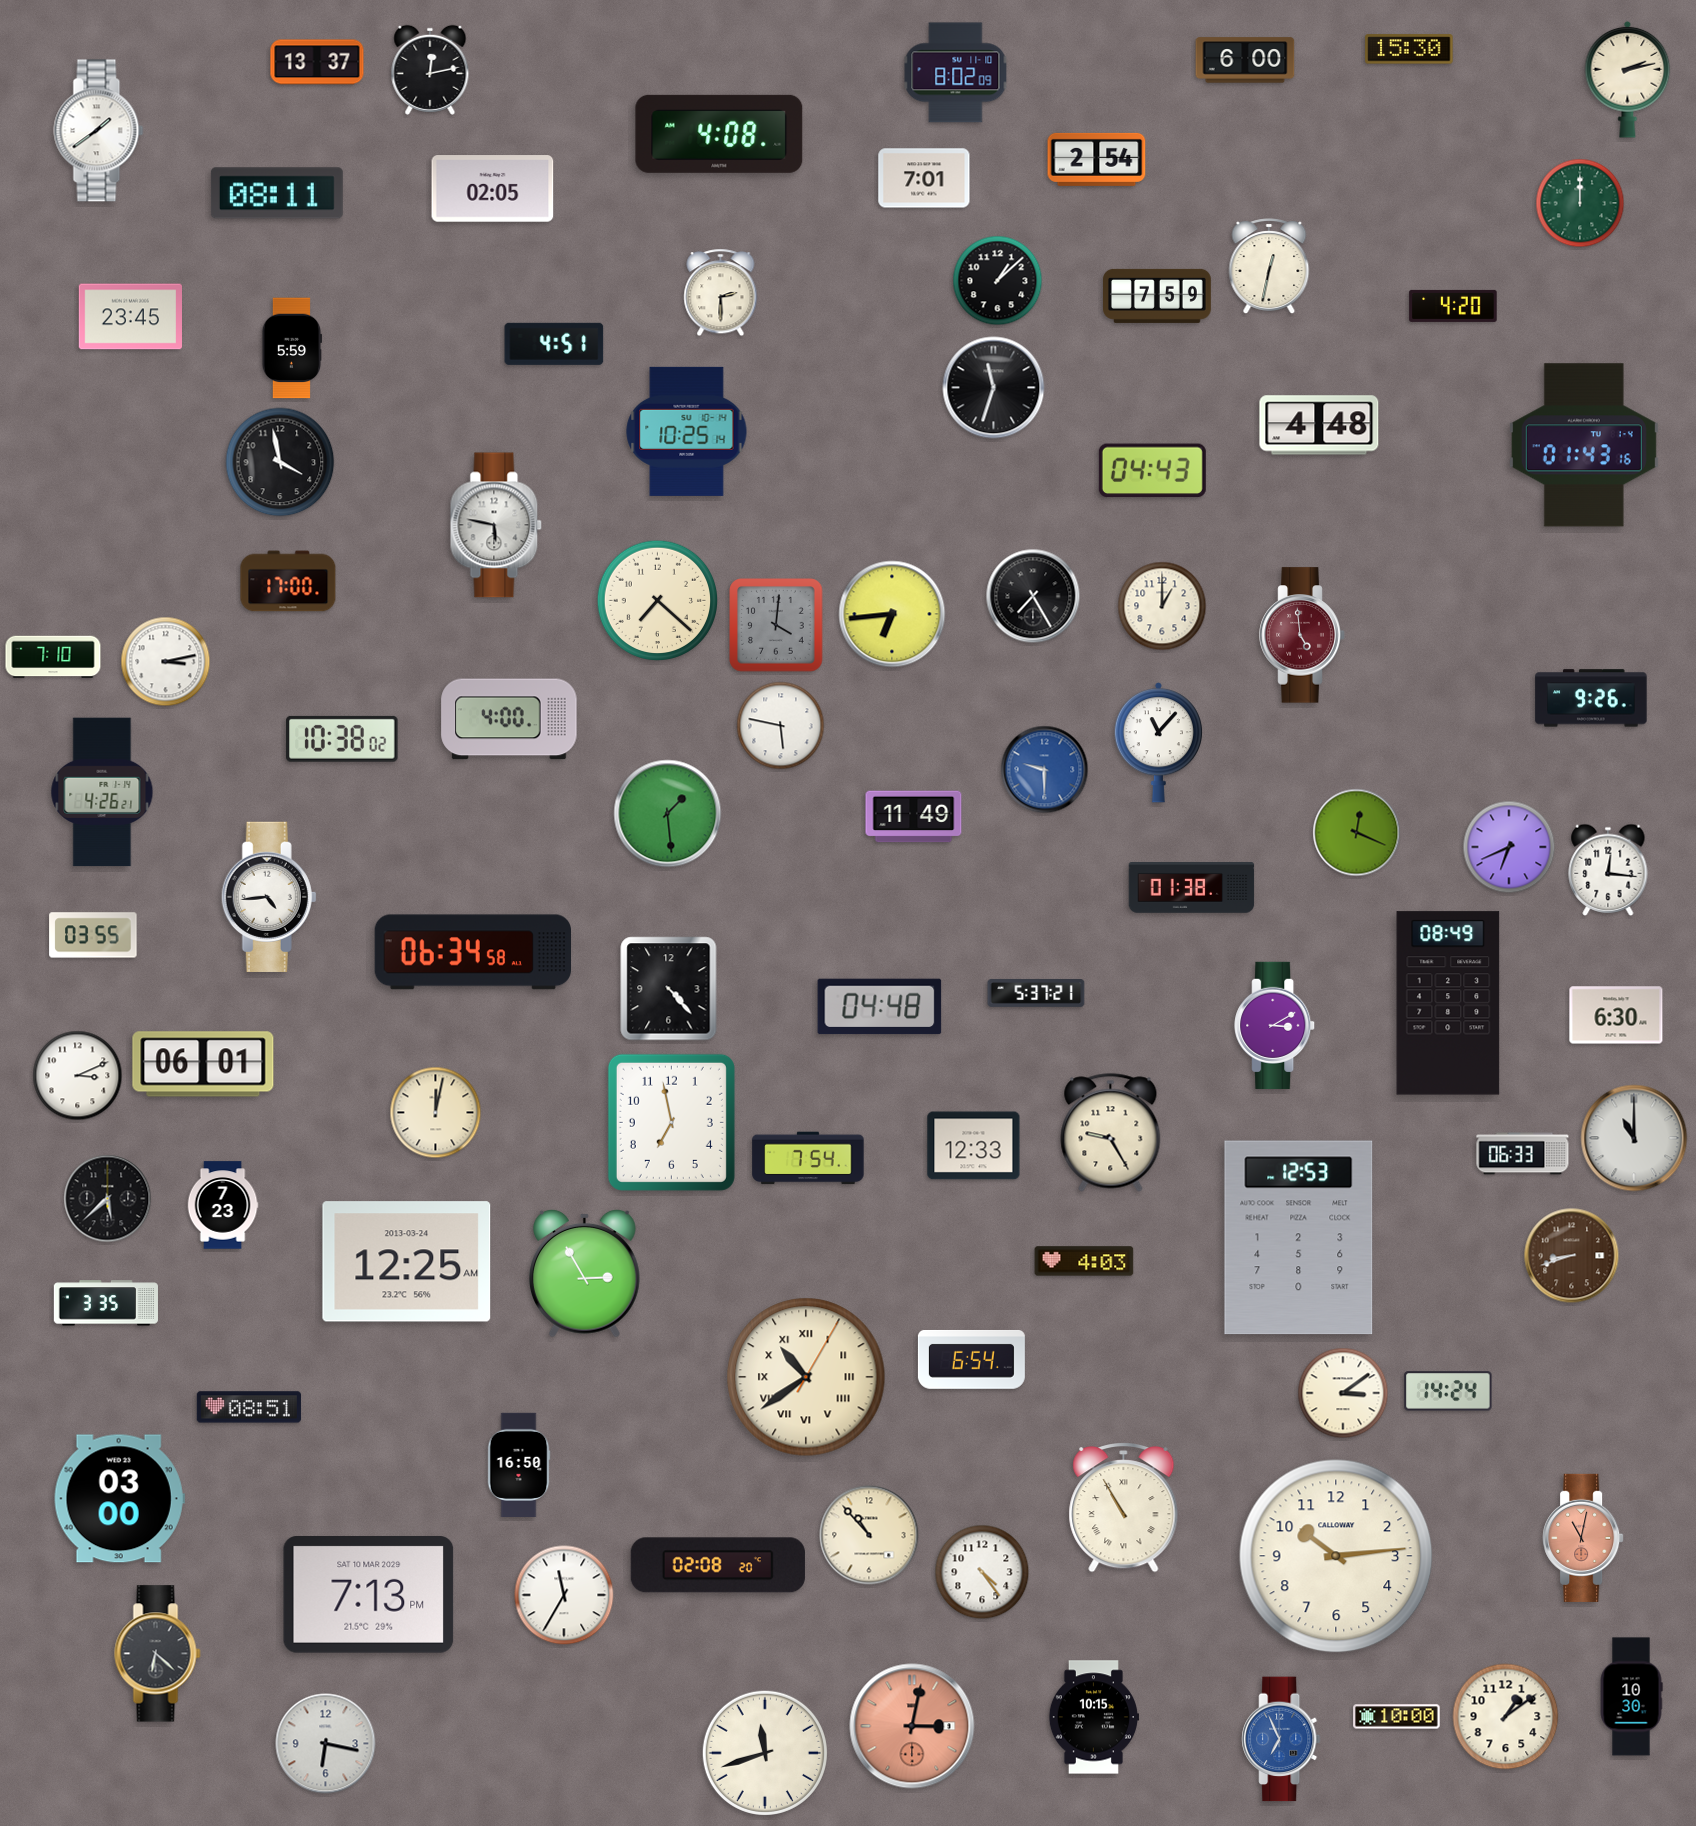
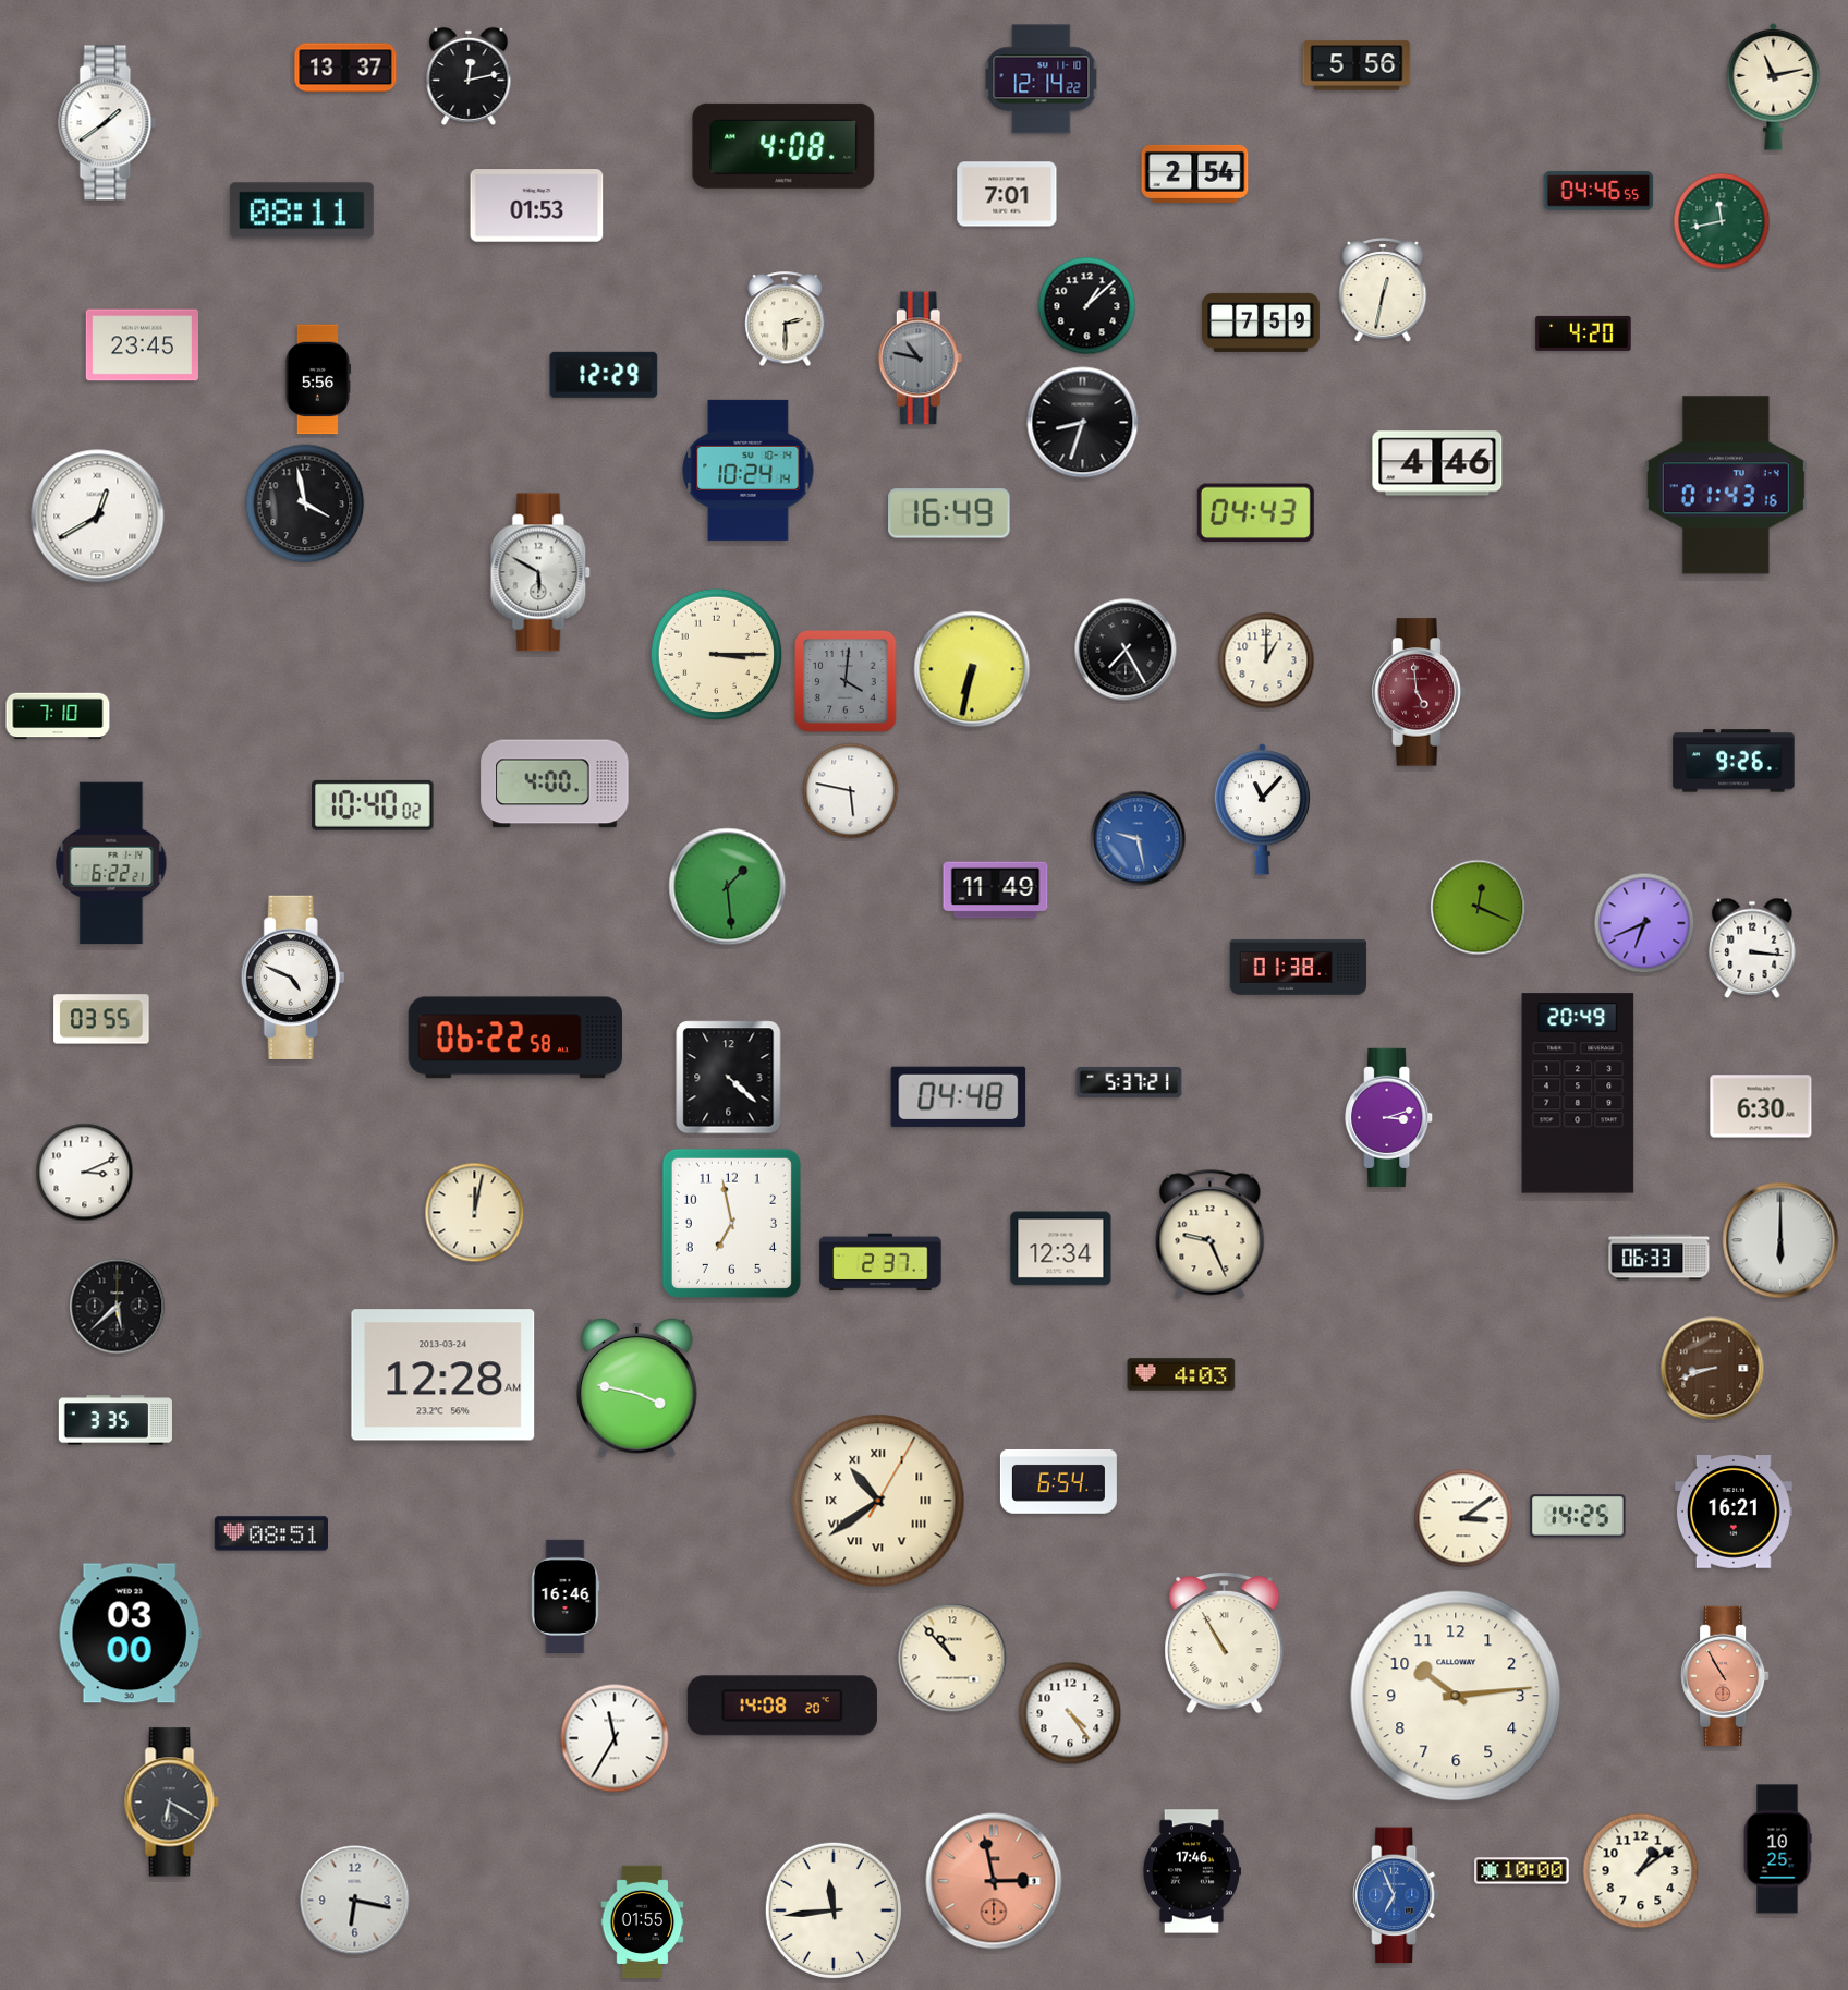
clock at (1409, 49): 15:30 -> none
clock at (1245, 60): 6:00 -> 5:56
clock at (956, 73): 8:02 -> 12:14
clock at (1628, 79): 2:13 -> 11:13
clock at (99, 131) position: (99, 131) -> (108, 123)
clock at (1598, 191): none -> 04:46
clock at (493, 189): 02:05 -> 01:53
clock at (1580, 203): 12:00 -> 11:43
clock at (921, 359): none -> 10:47
clock at (554, 344): 4:51 -> 12:29
clock at (291, 348): 5:59 -> 5:56
clock at (994, 388): 11:33 -> 8:33
clock at (1319, 425): 4:48 -> 4:46
clock at (687, 431): 10:25 -> 10:24
clock at (949, 513): none -> 16:49
clock at (98, 517): none -> 12:40
clock at (496, 525): 5:47 -> 5:50
clock at (288, 581): 17:00 -> none
clock at (658, 601): 7:22 -> 3:15
clock at (892, 614): 6:44 -> 6:32
clock at (166, 662): 3:13 -> none
clock at (342, 739): 10:38 -> 10:40
clock at (1045, 770): 9:30 -> 9:28
clock at (102, 792): 4:26 -> 6:22
clock at (1608, 870): 12:16 -> 3:16
clock at (269, 897): 4:44 -> 4:49
clock at (472, 952): 06:34 -> 06:22
clock at (669, 989): 4:23 -> 4:22
clock at (1448, 1003): 08:49 -> 20:49
clock at (1275, 1025): 3:10 -> 3:12
clock at (203, 1064): 06:01 -> none
clock at (1111, 1133): 9:25 -> 9:26
clock at (1634, 1138): 11:00 -> 6:00
clock at (974, 1146): 12:33 -> 12:34
clock at (808, 1158): 7:54 -> 2:37
clock at (223, 1205): 7:23 -> none
clock at (1299, 1238): 12:53 -> none
clock at (407, 1262): 12:25 -> 12:28
clock at (584, 1273): 2:55 -> 3:47
clock at (1734, 1513): none -> 16:21
clock at (1448, 1391): 14:24 -> 14:25
clock at (519, 1464): 16:50 -> 16:46
clock at (869, 1535) position: (869, 1535) -> (952, 1658)
clock at (1583, 1538): 11:02 -> 10:55
clock at (718, 1565): 02:08 -> 14:08
clock at (369, 1595): 7:13 -> none
clock at (158, 1654): 6:22 -> 6:20
clock at (1631, 1697): 10:30 -> 10:25
clock at (1093, 1717): 10:15 -> 17:46
clock at (912, 1726): 3:02 -> 2:58
clock at (765, 1753): 11:42 -> 11:44
clock at (643, 1922): none -> 01:55
